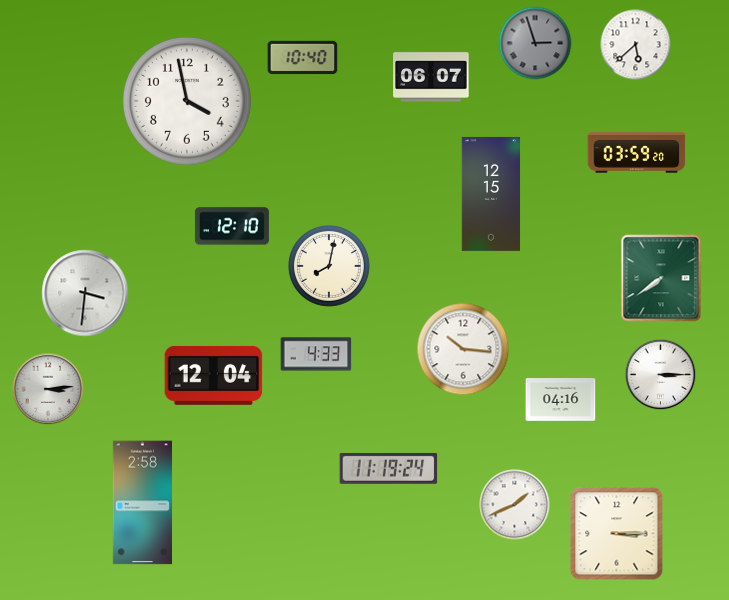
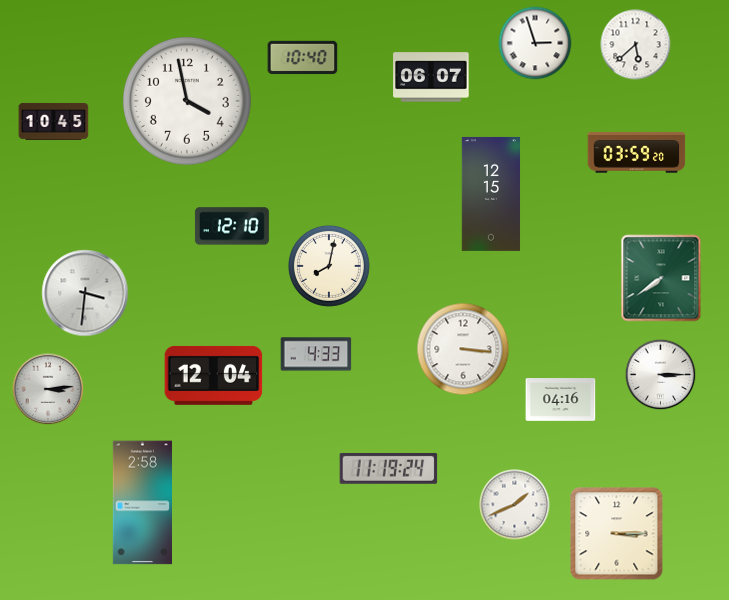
clock at (535, 43) dial: grey -> white
clock at (54, 121): none -> 10:45
clock at (463, 349): 10:16 -> 3:16
